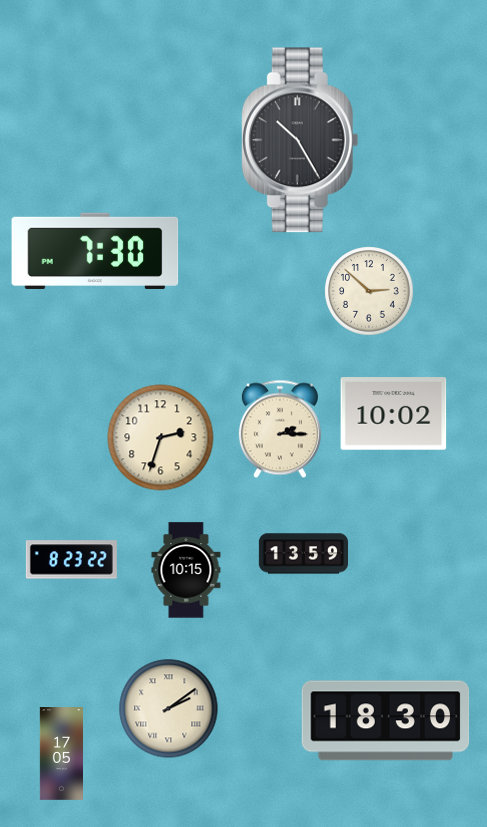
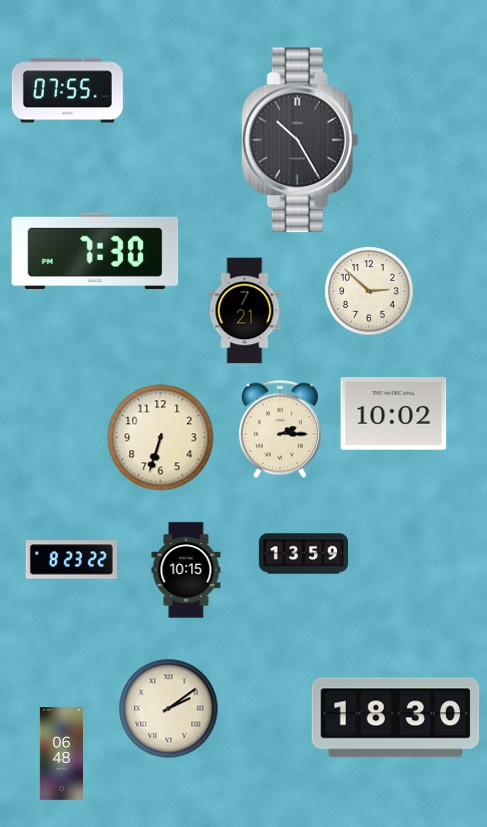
clock at (67, 91): none -> 07:55
clock at (245, 311): none -> 7:21
clock at (161, 438): 2:33 -> 6:33
clock at (386, 721) position: (386, 721) -> (396, 718)
clock at (61, 754): 17:05 -> 06:48
